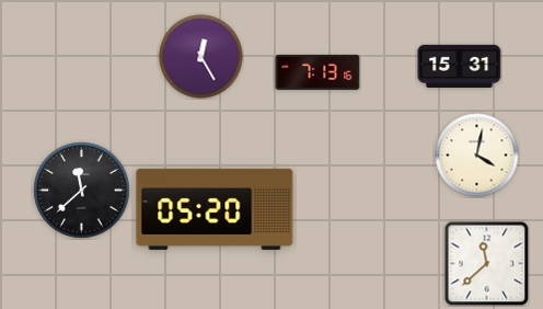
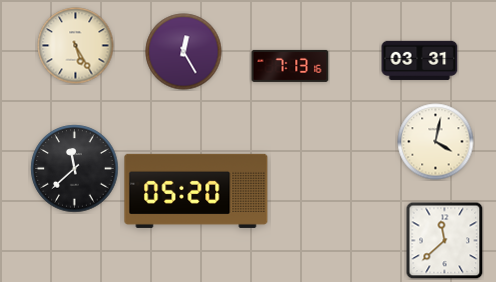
clock at (76, 46): none -> 5:25
clock at (460, 66): 15:31 -> 03:31
clock at (82, 191) position: (82, 191) -> (75, 169)
